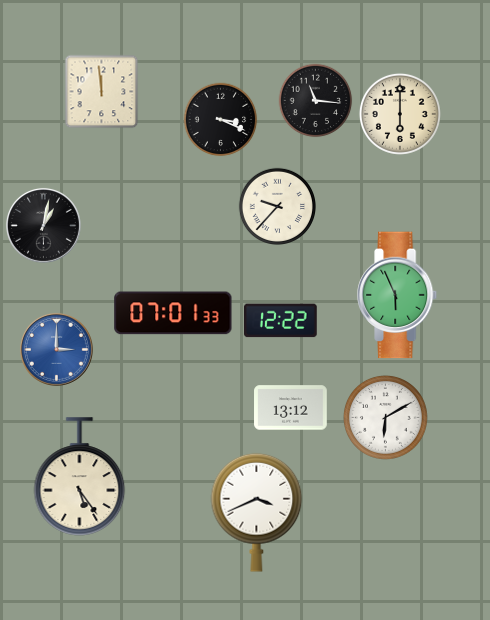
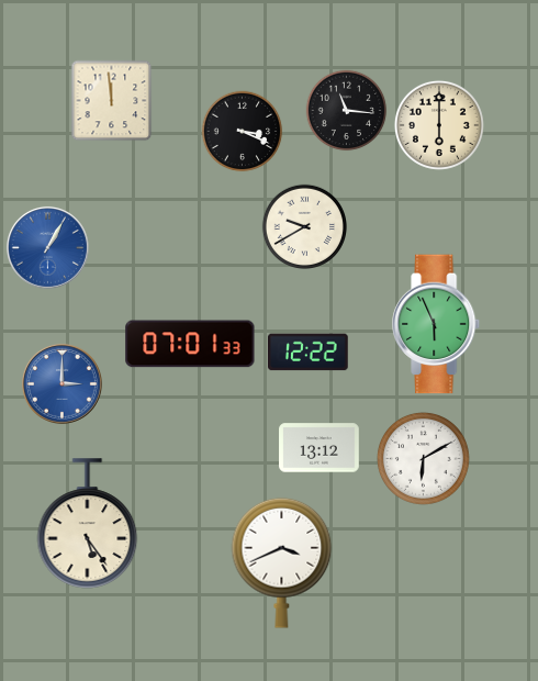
clock at (277, 206): 9:37 -> 9:40
clock at (43, 225): 1:02 -> 1:05
clock at (43, 225) dial: black -> blue
